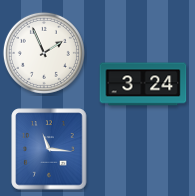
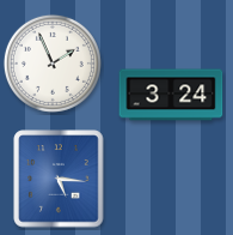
clock at (143, 84) position: (143, 84) -> (171, 95)
clock at (49, 149): 11:16 -> 5:16
